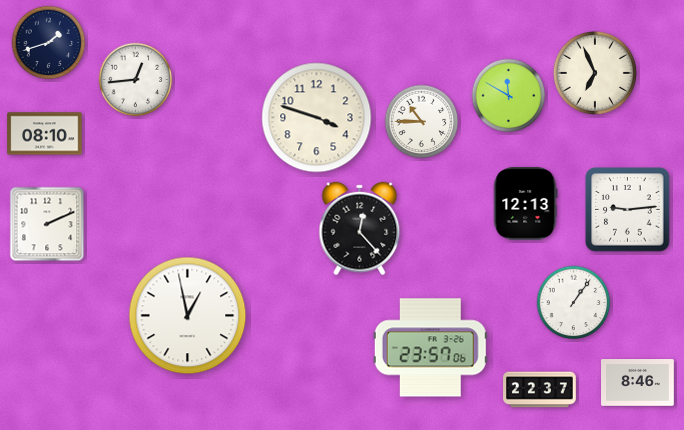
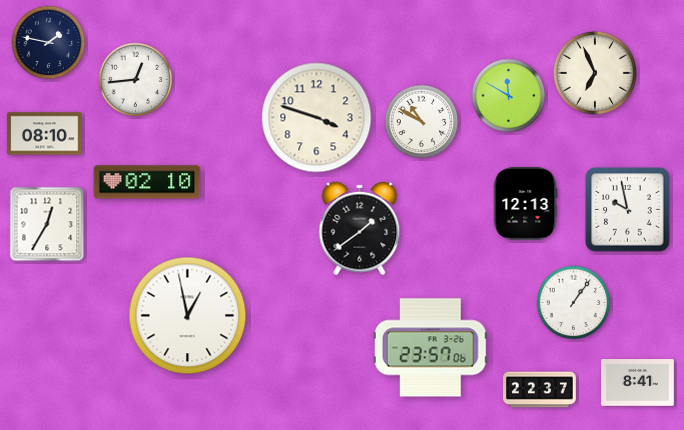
clock at (49, 43): 1:42 -> 1:47
clock at (422, 122): 10:45 -> 10:50
clock at (147, 182): none -> 02:10
clock at (628, 210): 9:14 -> 9:58
clock at (47, 224): 2:11 -> 12:35
clock at (360, 229): 12:23 -> 1:39
clock at (638, 383): 8:46 -> 8:41
